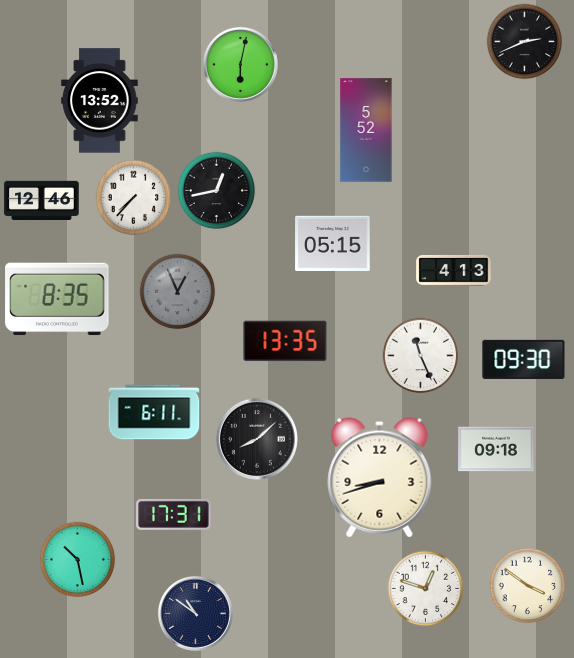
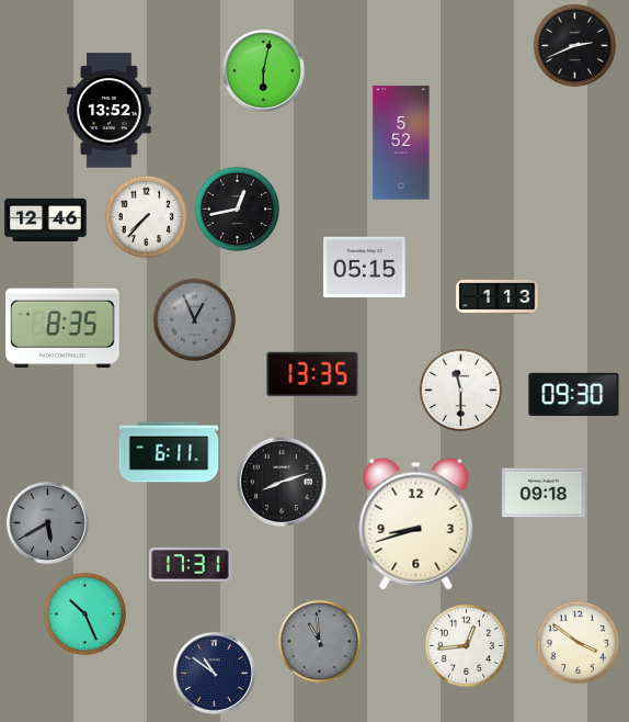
clock at (454, 270): 4:13 -> 1:13
clock at (421, 356): 11:26 -> 11:30
clock at (257, 439): 8:08 -> 8:12
clock at (47, 522): none -> 5:40
clock at (78, 560): 10:28 -> 10:26
clock at (320, 642): none -> 10:59
clock at (426, 589): 12:48 -> 12:44
